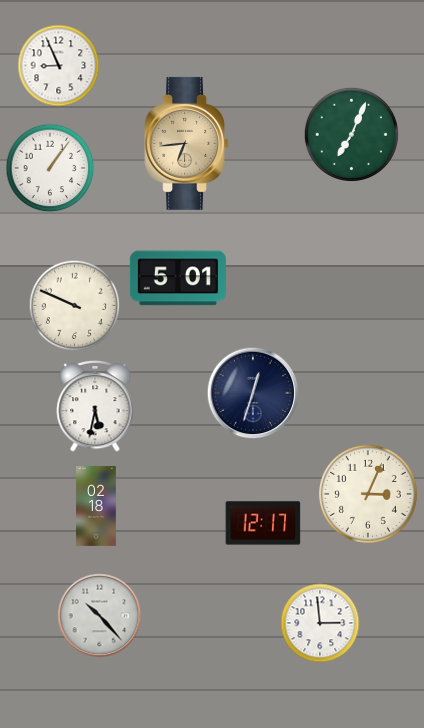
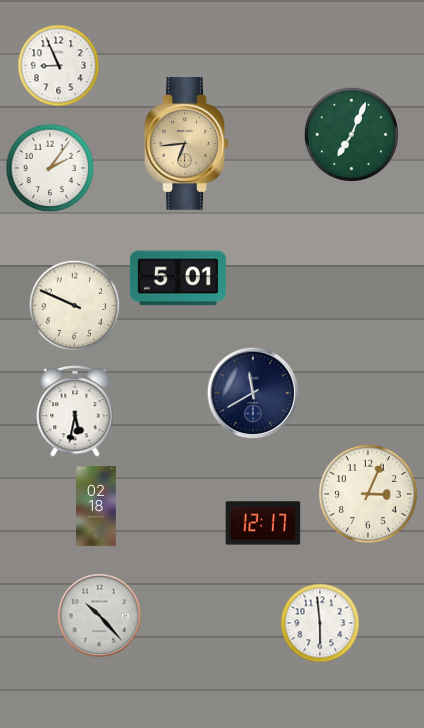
clock at (50, 168): 1:06 -> 2:06
clock at (253, 393): 12:33 -> 11:40
clock at (95, 406) position: (95, 406) -> (75, 411)
clock at (320, 623): 2:59 -> 5:59
